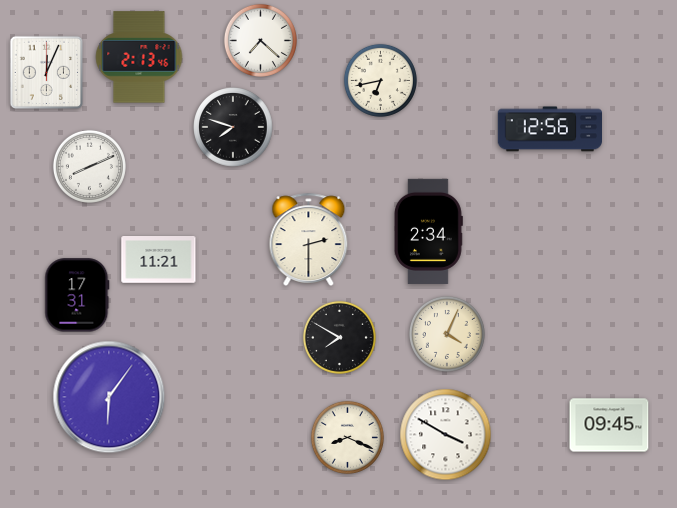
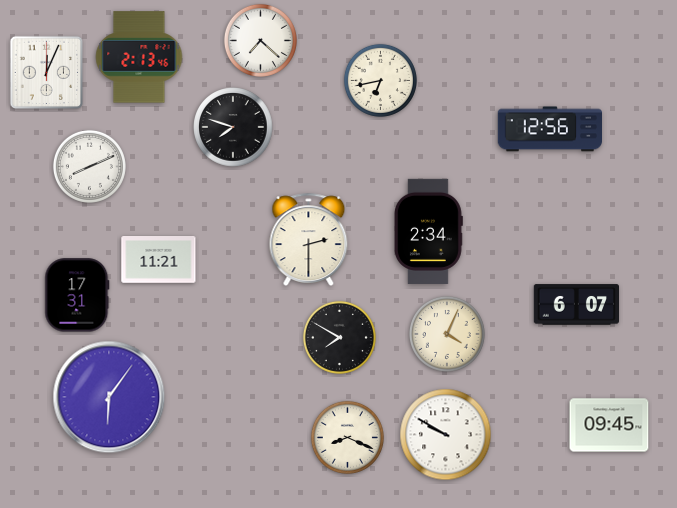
clock at (576, 305): none -> 6:07
clock at (446, 435): 3:50 -> 9:50
